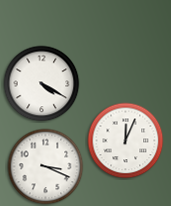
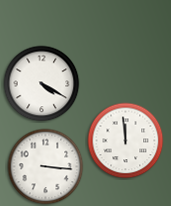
clock at (126, 141): 12:04 -> 11:59
clock at (46, 167): 3:19 -> 3:16
